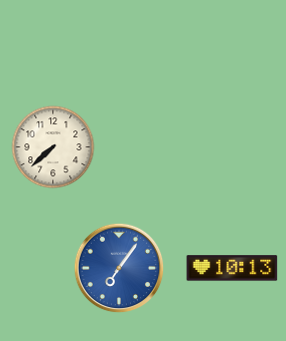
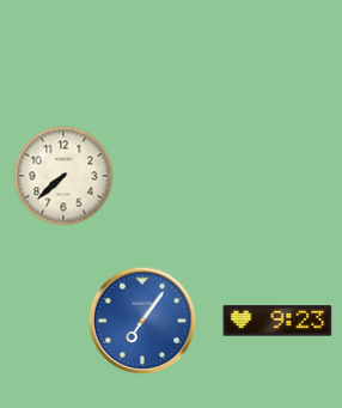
clock at (232, 268): 10:13 -> 9:23
